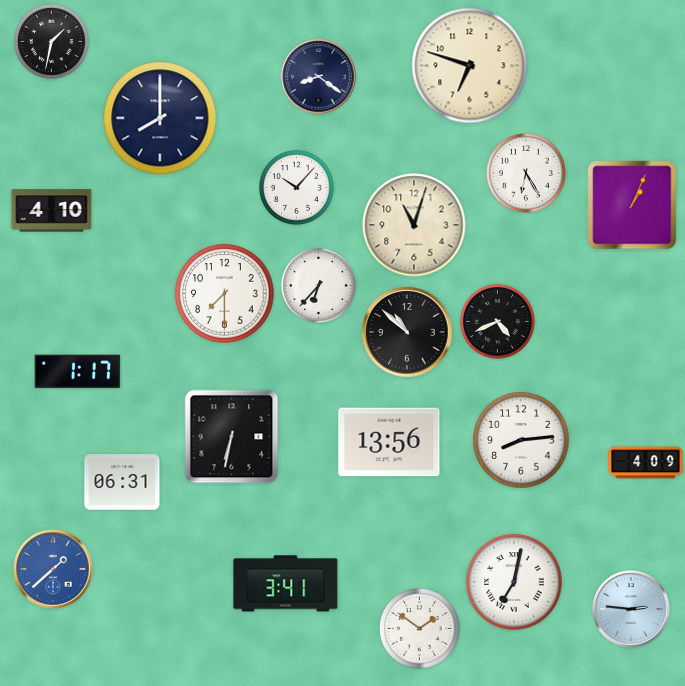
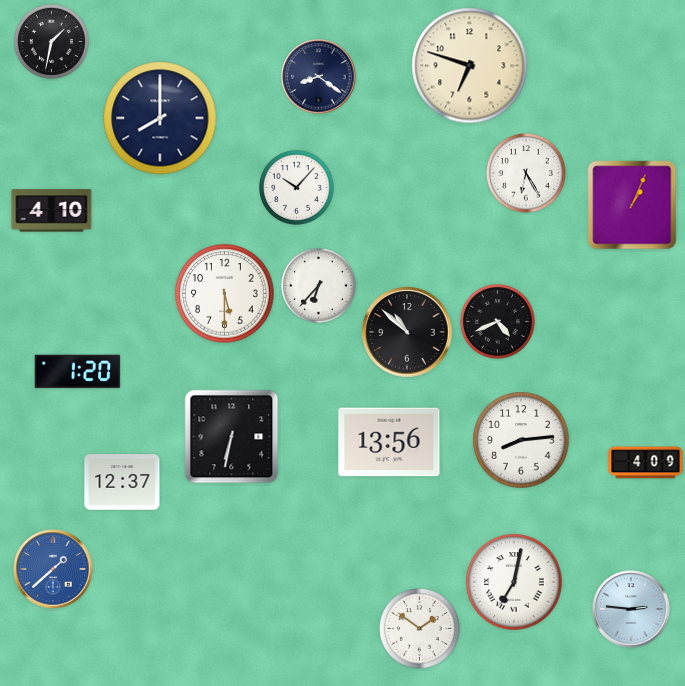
clock at (414, 225): 11:03 -> none
clock at (225, 294): 7:30 -> 5:30
clock at (78, 372): 1:17 -> 1:20
clock at (122, 482): 06:31 -> 12:37
clock at (286, 584): 3:41 -> none
